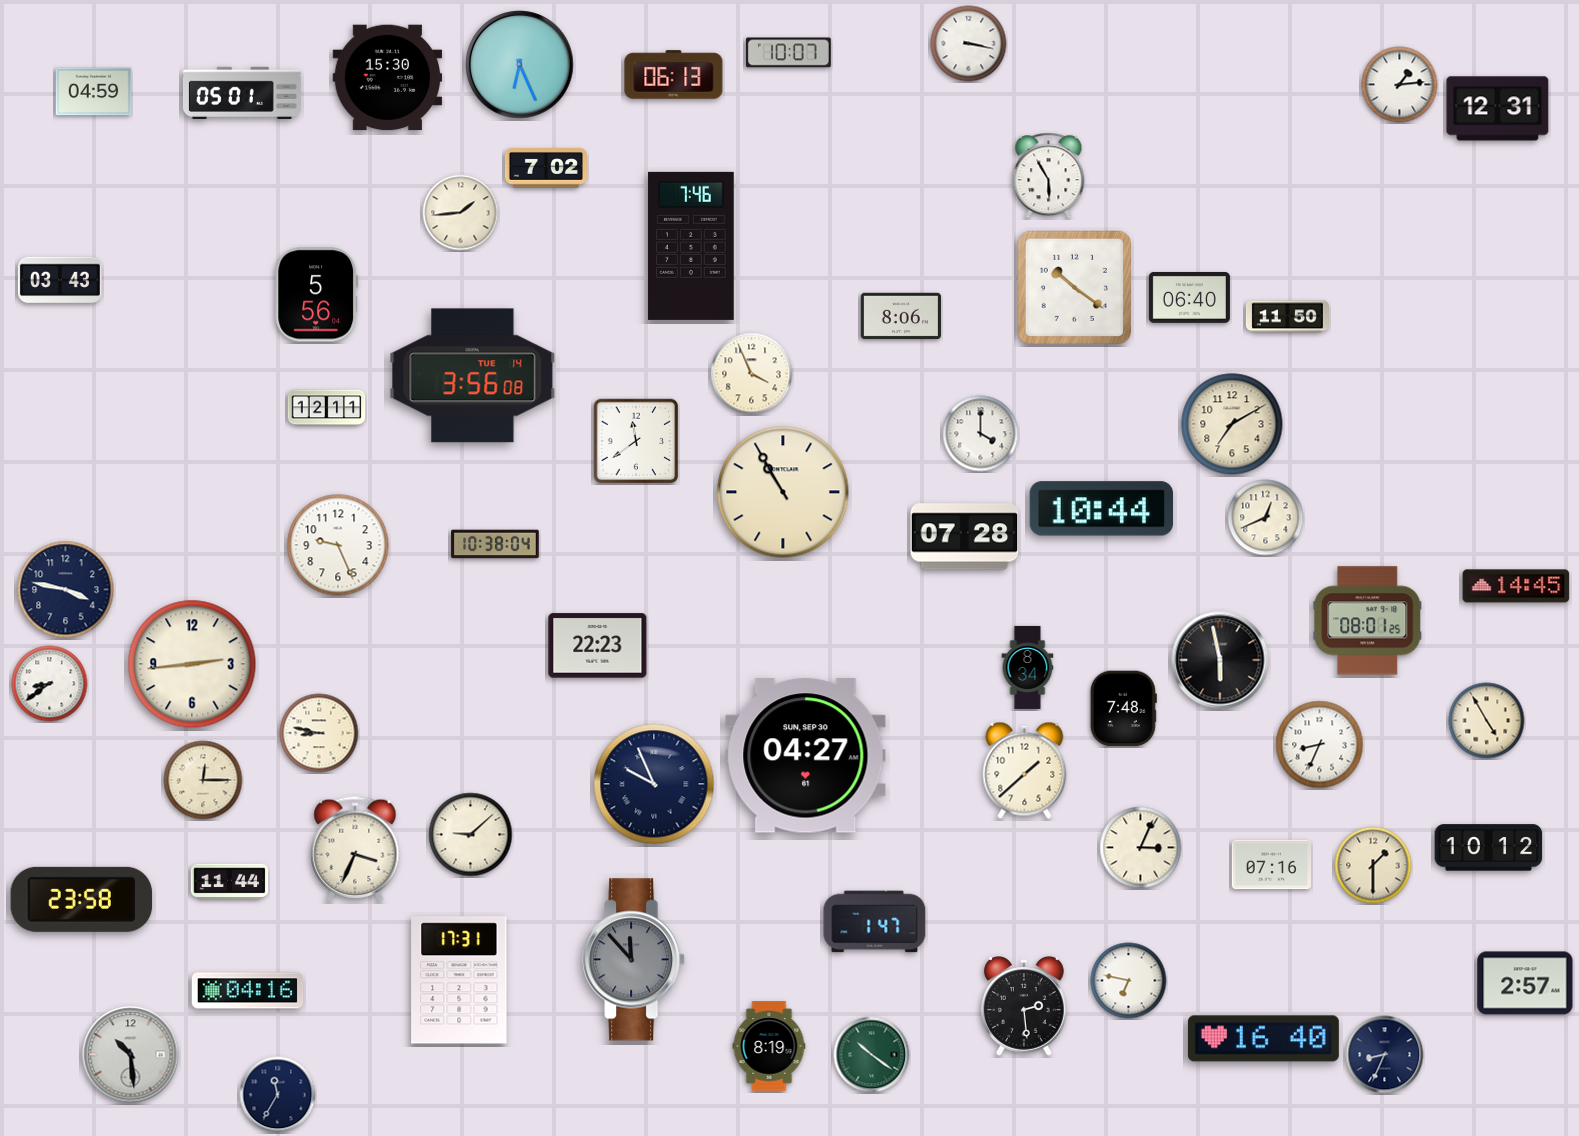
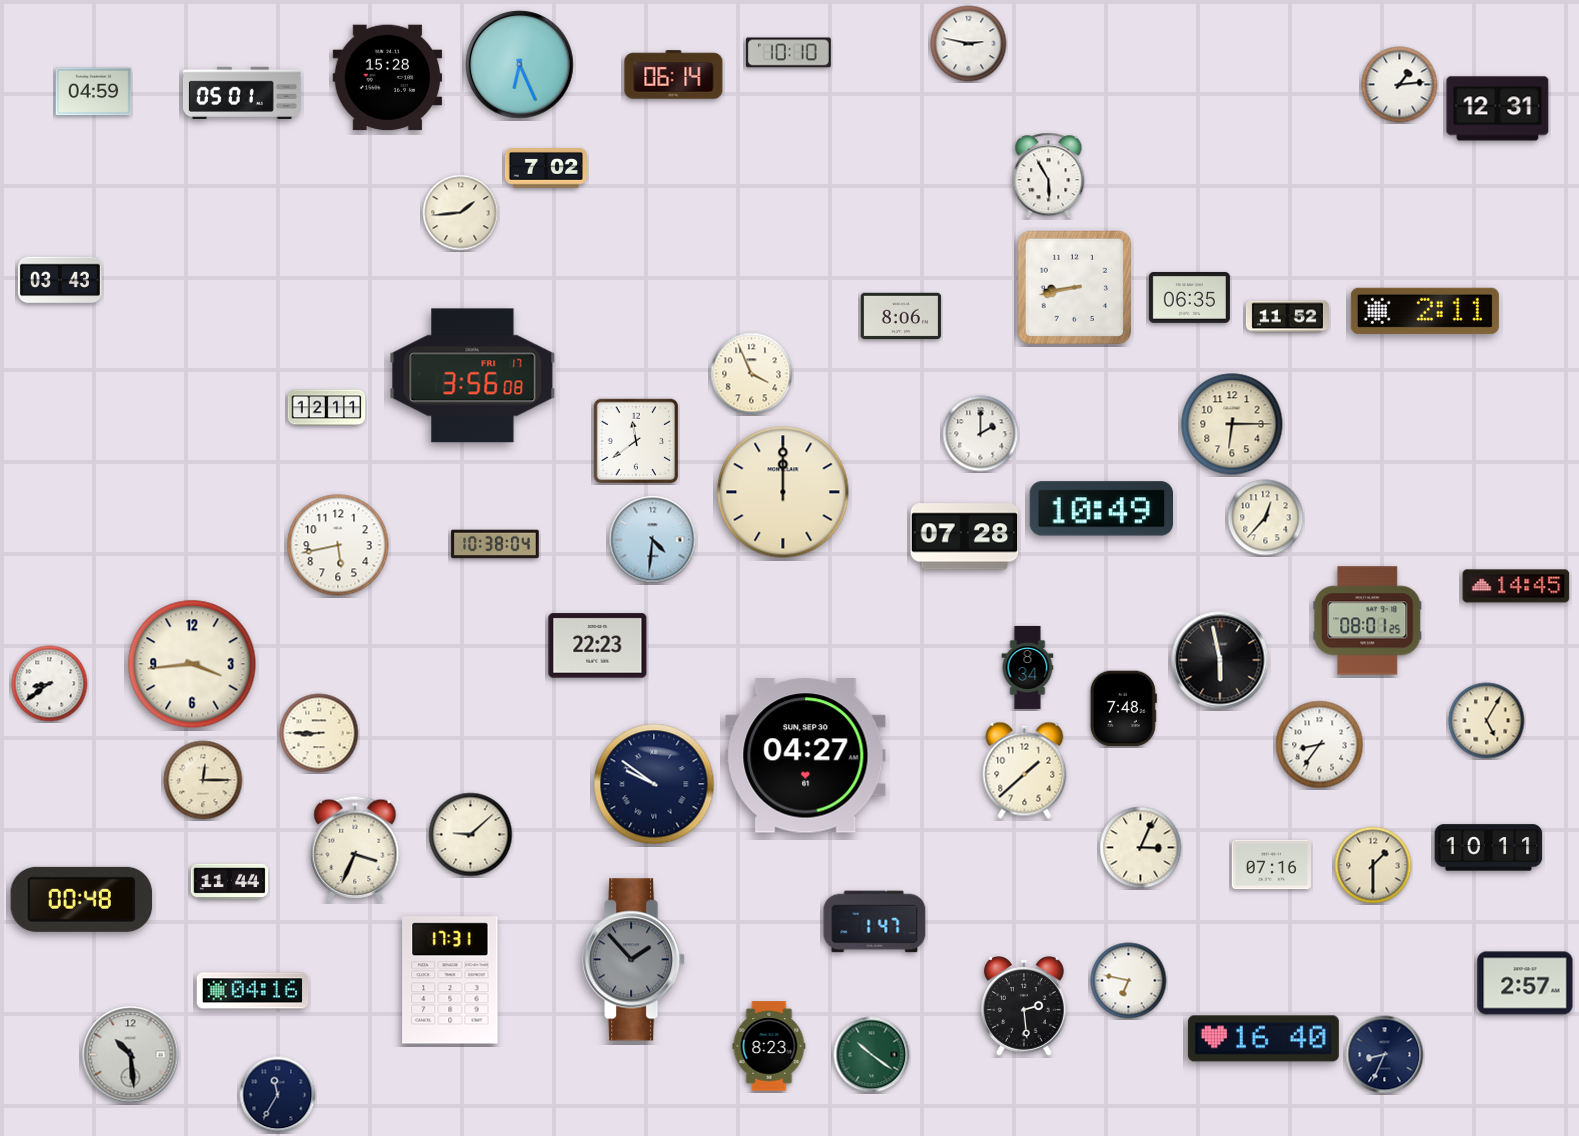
clock at (969, 44): 3:17 -> 2:47
clock at (788, 53): 10:07 -> 10:10
clock at (674, 75): 06:13 -> 06:14
clock at (388, 78): 15:30 -> 15:28
clock at (691, 246): 7:46 -> none
clock at (1074, 287): 10:21 -> 8:43
clock at (317, 295): 5:56 -> none
clock at (1189, 297): 06:40 -> 06:35
clock at (1425, 311): none -> 2:11
clock at (1287, 317): 11:50 -> 11:52
clock at (473, 376) date: TUE 14 -> FRI 17
clock at (1232, 424): 7:10 -> 6:15
clock at (981, 434): 4:00 -> 2:00
clock at (783, 492): 10:55 -> 12:00
clock at (1101, 509): 10:44 -> 10:49
clock at (1266, 518): 12:41 -> 12:37
clock at (653, 540): none -> 4:31
clock at (338, 545): 9:26 -> 5:43
clock at (66, 590): 3:47 -> none
clock at (192, 664): 2:44 -> 3:44
clock at (1487, 721): 4:55 -> 5:05
clock at (319, 733): 8:47 -> 8:45
clock at (1320, 745): 8:34 -> 8:36
clock at (654, 784): 9:56 -> 9:51
clock at (1489, 848): 10:12 -> 10:11
clock at (82, 899): 23:58 -> 00:48
clock at (634, 960): 11:53 -> 1:53
clock at (459, 980) position: (459, 980) -> (450, 980)
clock at (248, 991) position: (248, 991) -> (253, 991)
clock at (769, 1046): 8:19 -> 8:23
